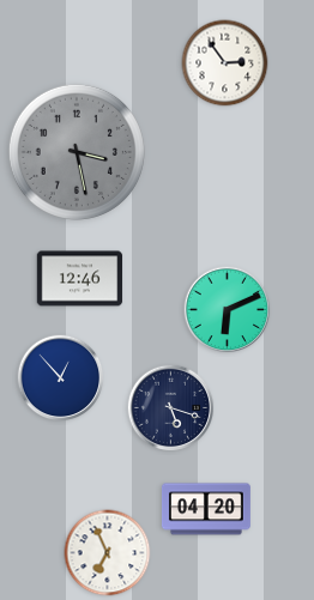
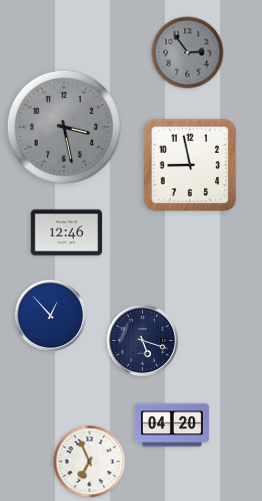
clock at (225, 63) dial: white -> grey
clock at (190, 165): none -> 8:58
clock at (228, 310): 6:11 -> none
